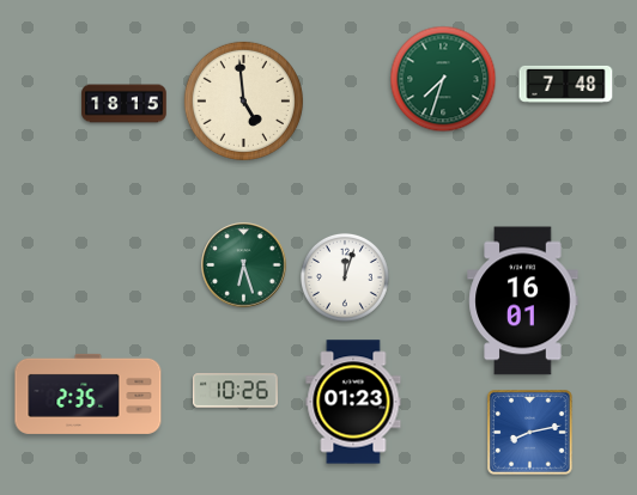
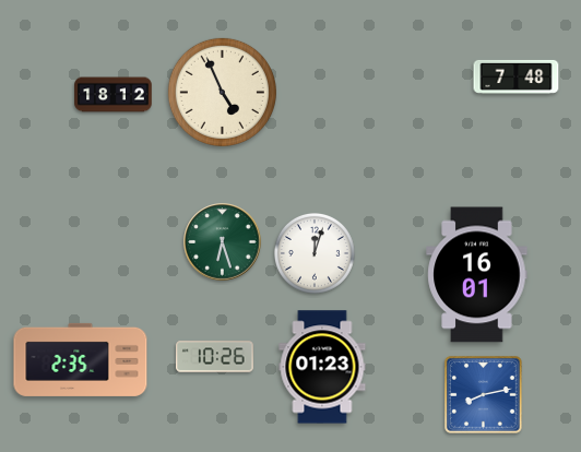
clock at (443, 79): 7:33 -> none
clock at (243, 100): 4:59 -> 4:56
clock at (125, 104): 18:15 -> 18:12
